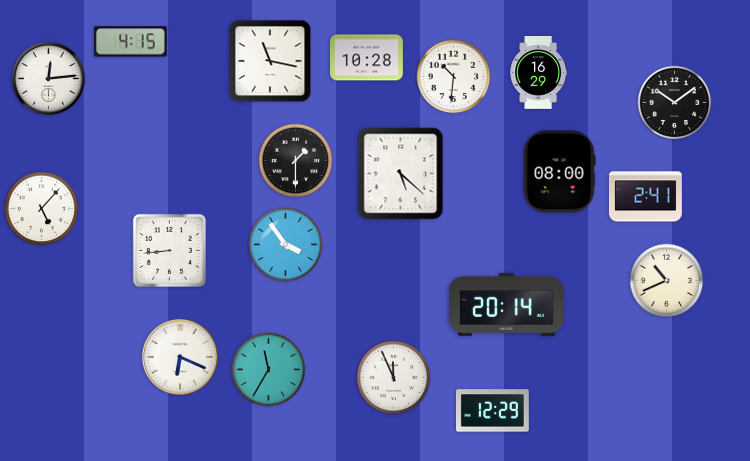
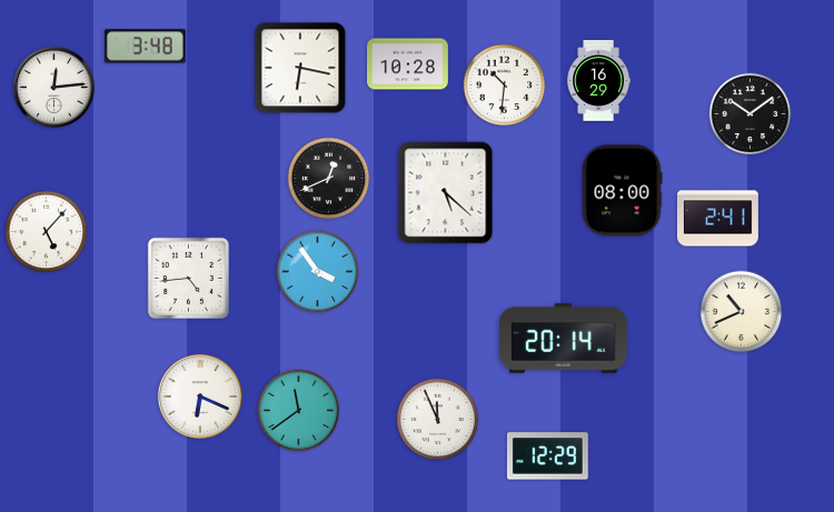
clock at (130, 42): 4:15 -> 3:48
clock at (270, 61): 11:17 -> 6:17
clock at (296, 161): 1:30 -> 12:41
clock at (169, 250): 8:44 -> 4:44
clock at (269, 370): 11:35 -> 11:39
